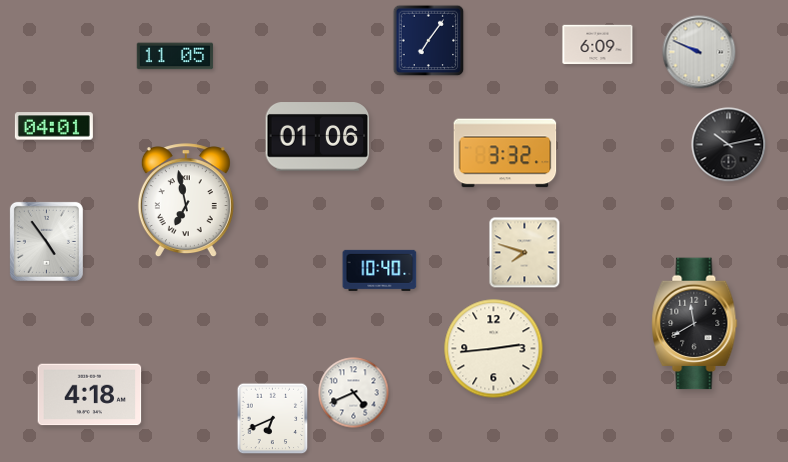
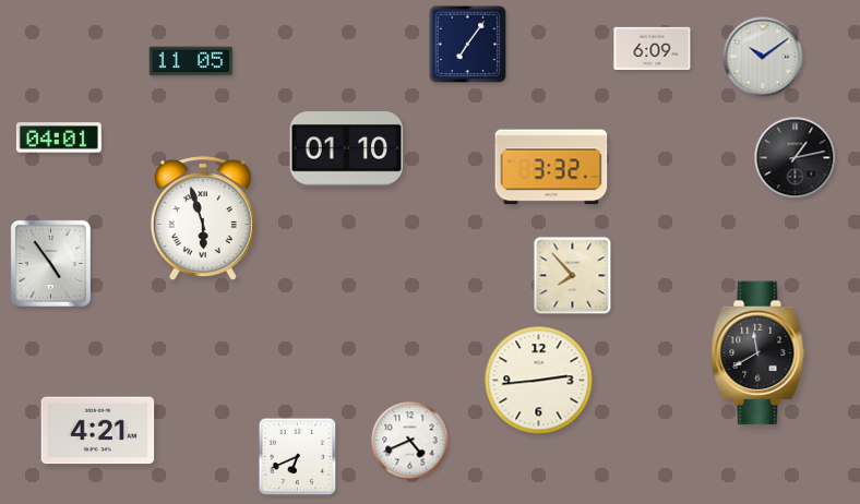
clock at (699, 52): 9:49 -> 10:09
clock at (318, 137): 01:06 -> 01:10
clock at (729, 145): 10:13 -> 1:13
clock at (186, 201): 6:58 -> 5:57
clock at (525, 253): 7:48 -> 7:53
clock at (380, 270): 10:40 -> none
clock at (354, 393) position: (354, 393) -> (410, 441)
clock at (90, 395): 4:18 -> 4:21
